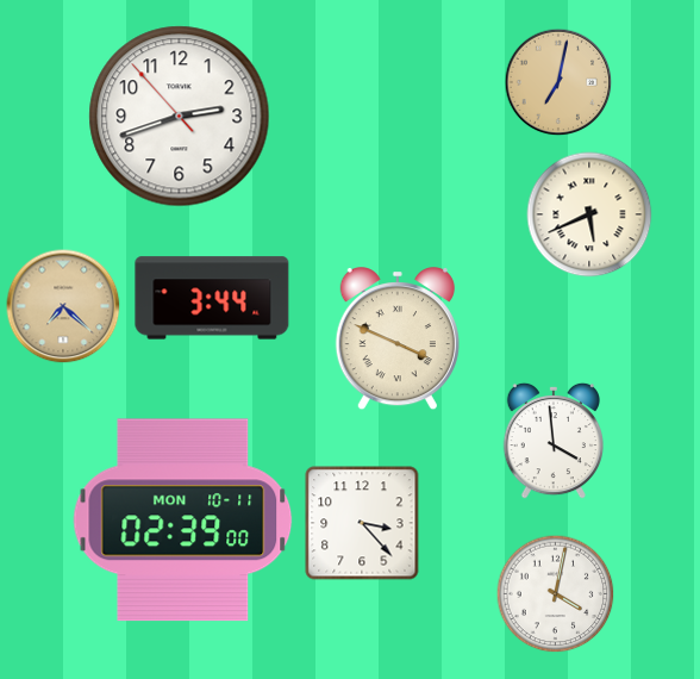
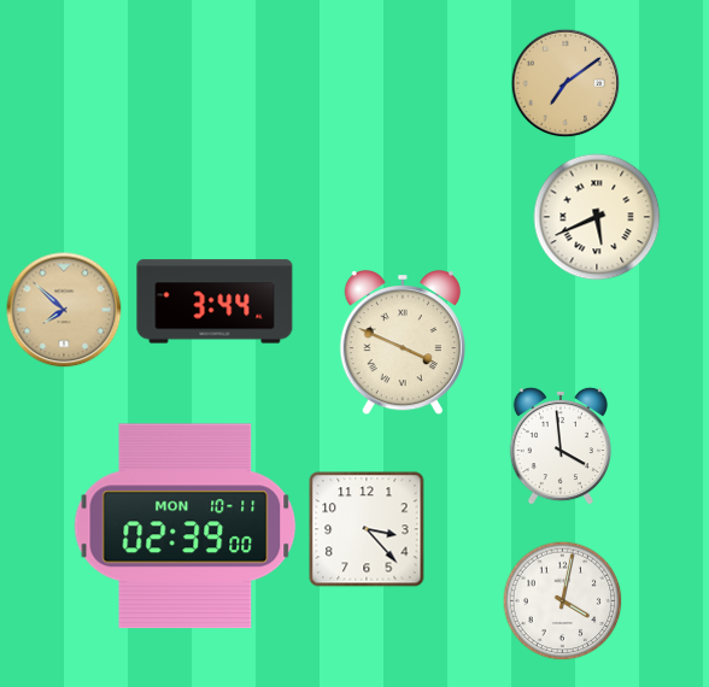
clock at (558, 82): 7:02 -> 7:09
clock at (180, 117): 2:41 -> none
clock at (63, 306): 7:22 -> 7:52
